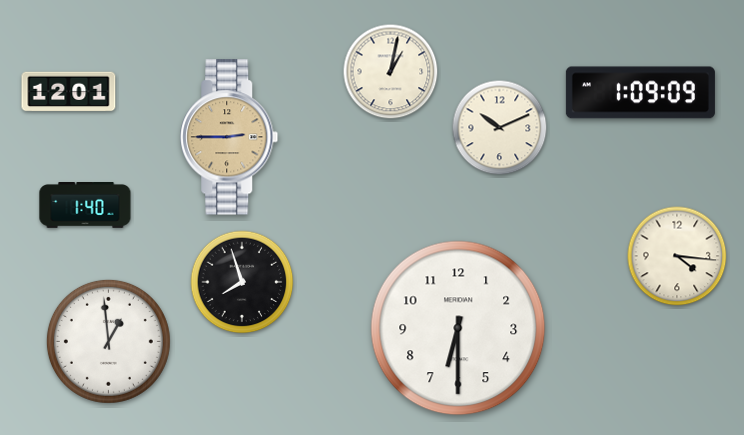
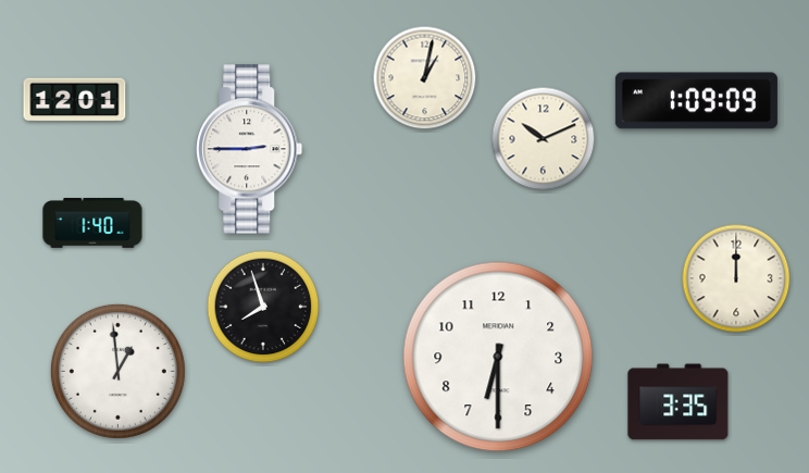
clock at (229, 137) dial: champagne -> white
clock at (677, 256): 4:16 -> 12:00
clock at (679, 402): none -> 3:35
